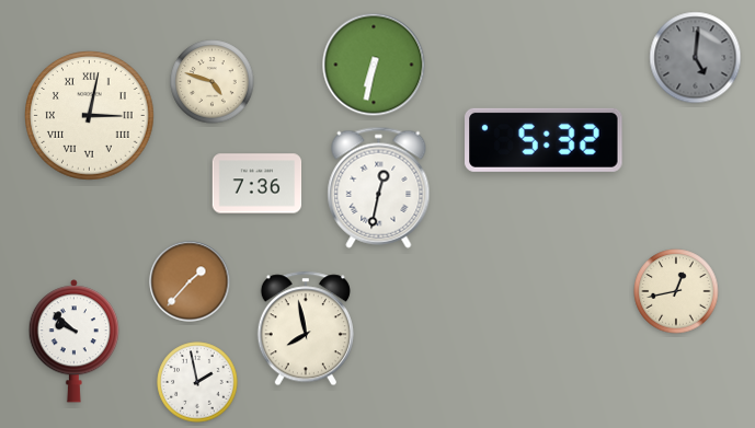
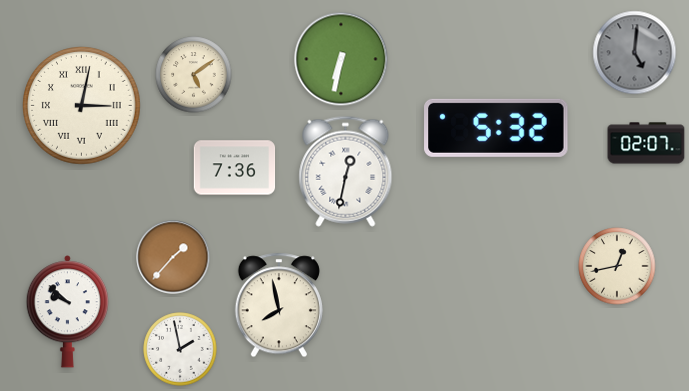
clock at (213, 82): 4:48 -> 5:09
clock at (646, 143): none -> 02:07
clock at (306, 328) position: (306, 328) -> (279, 305)
